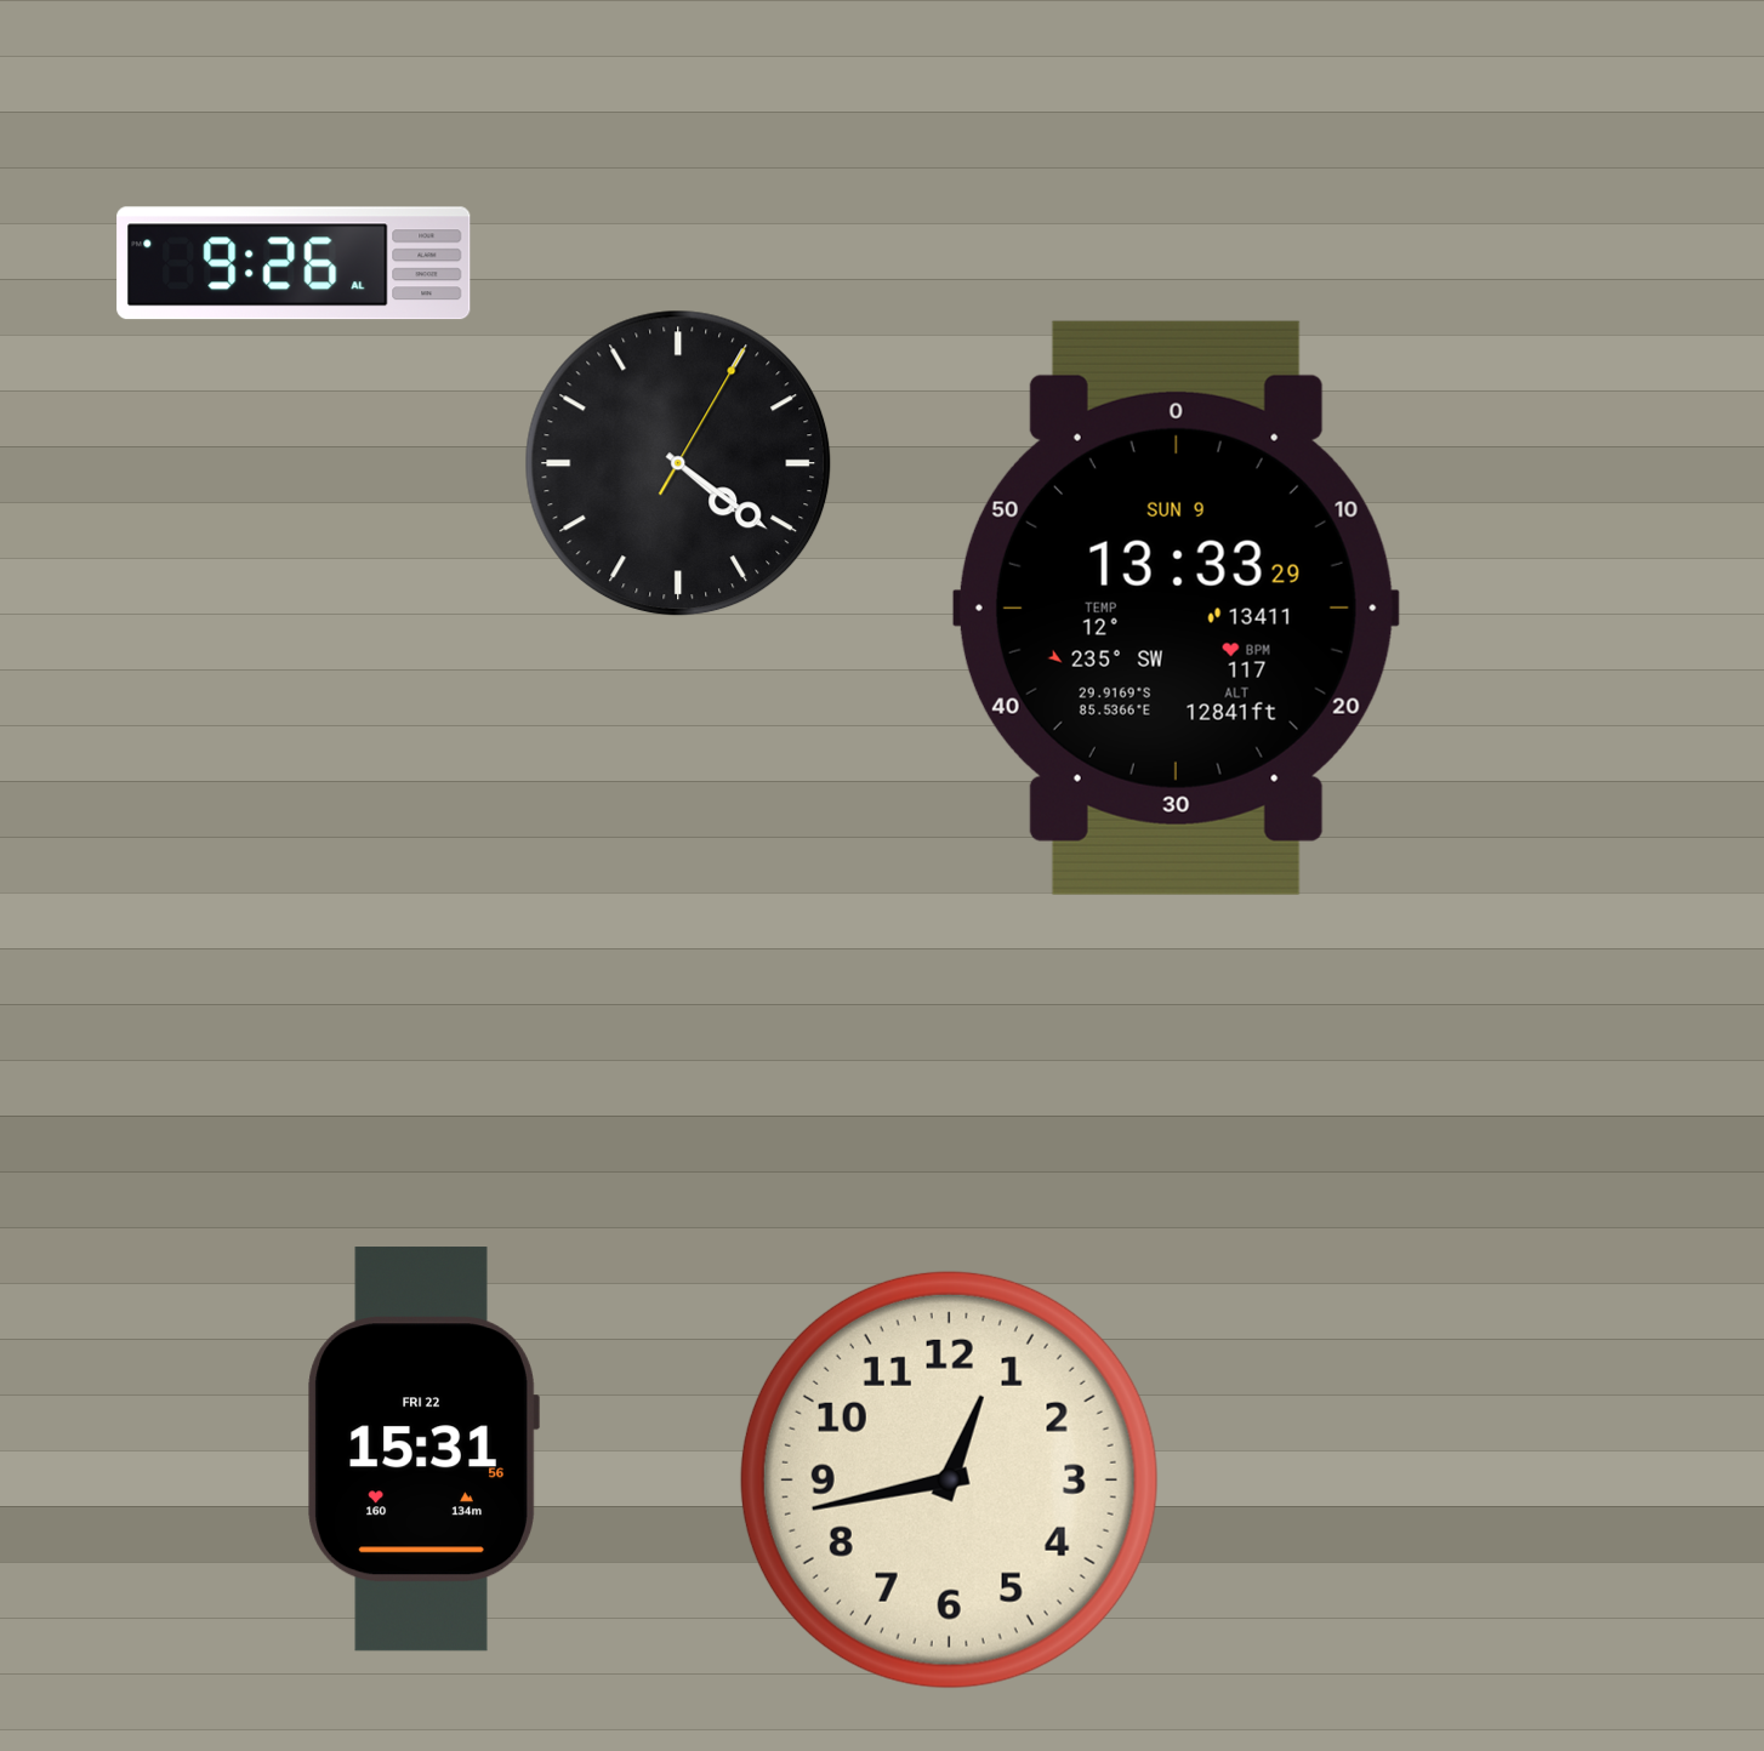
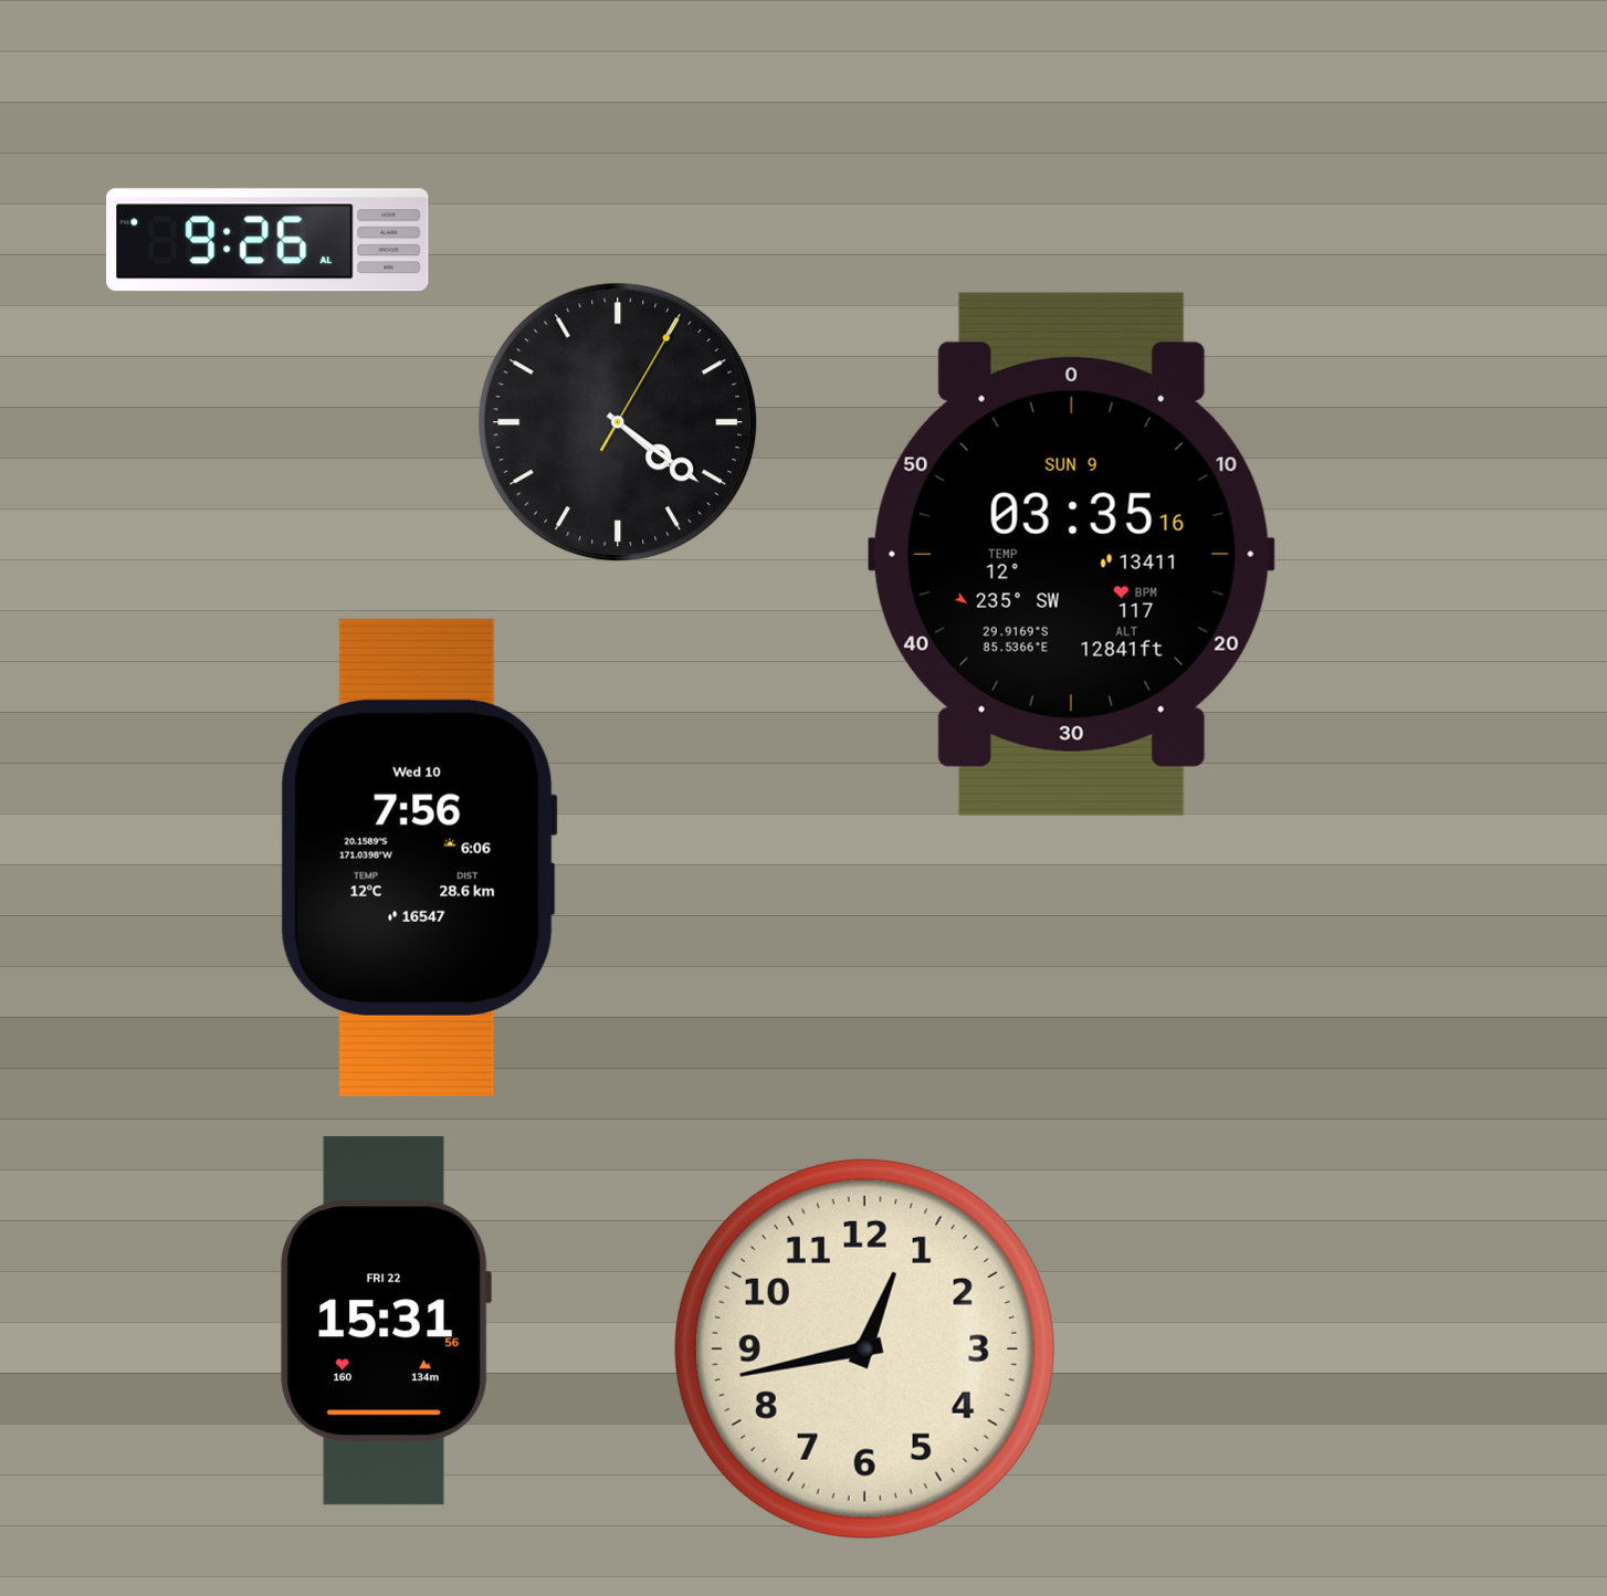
clock at (1176, 608): 13:33 -> 03:35
clock at (419, 858): none -> 7:56
